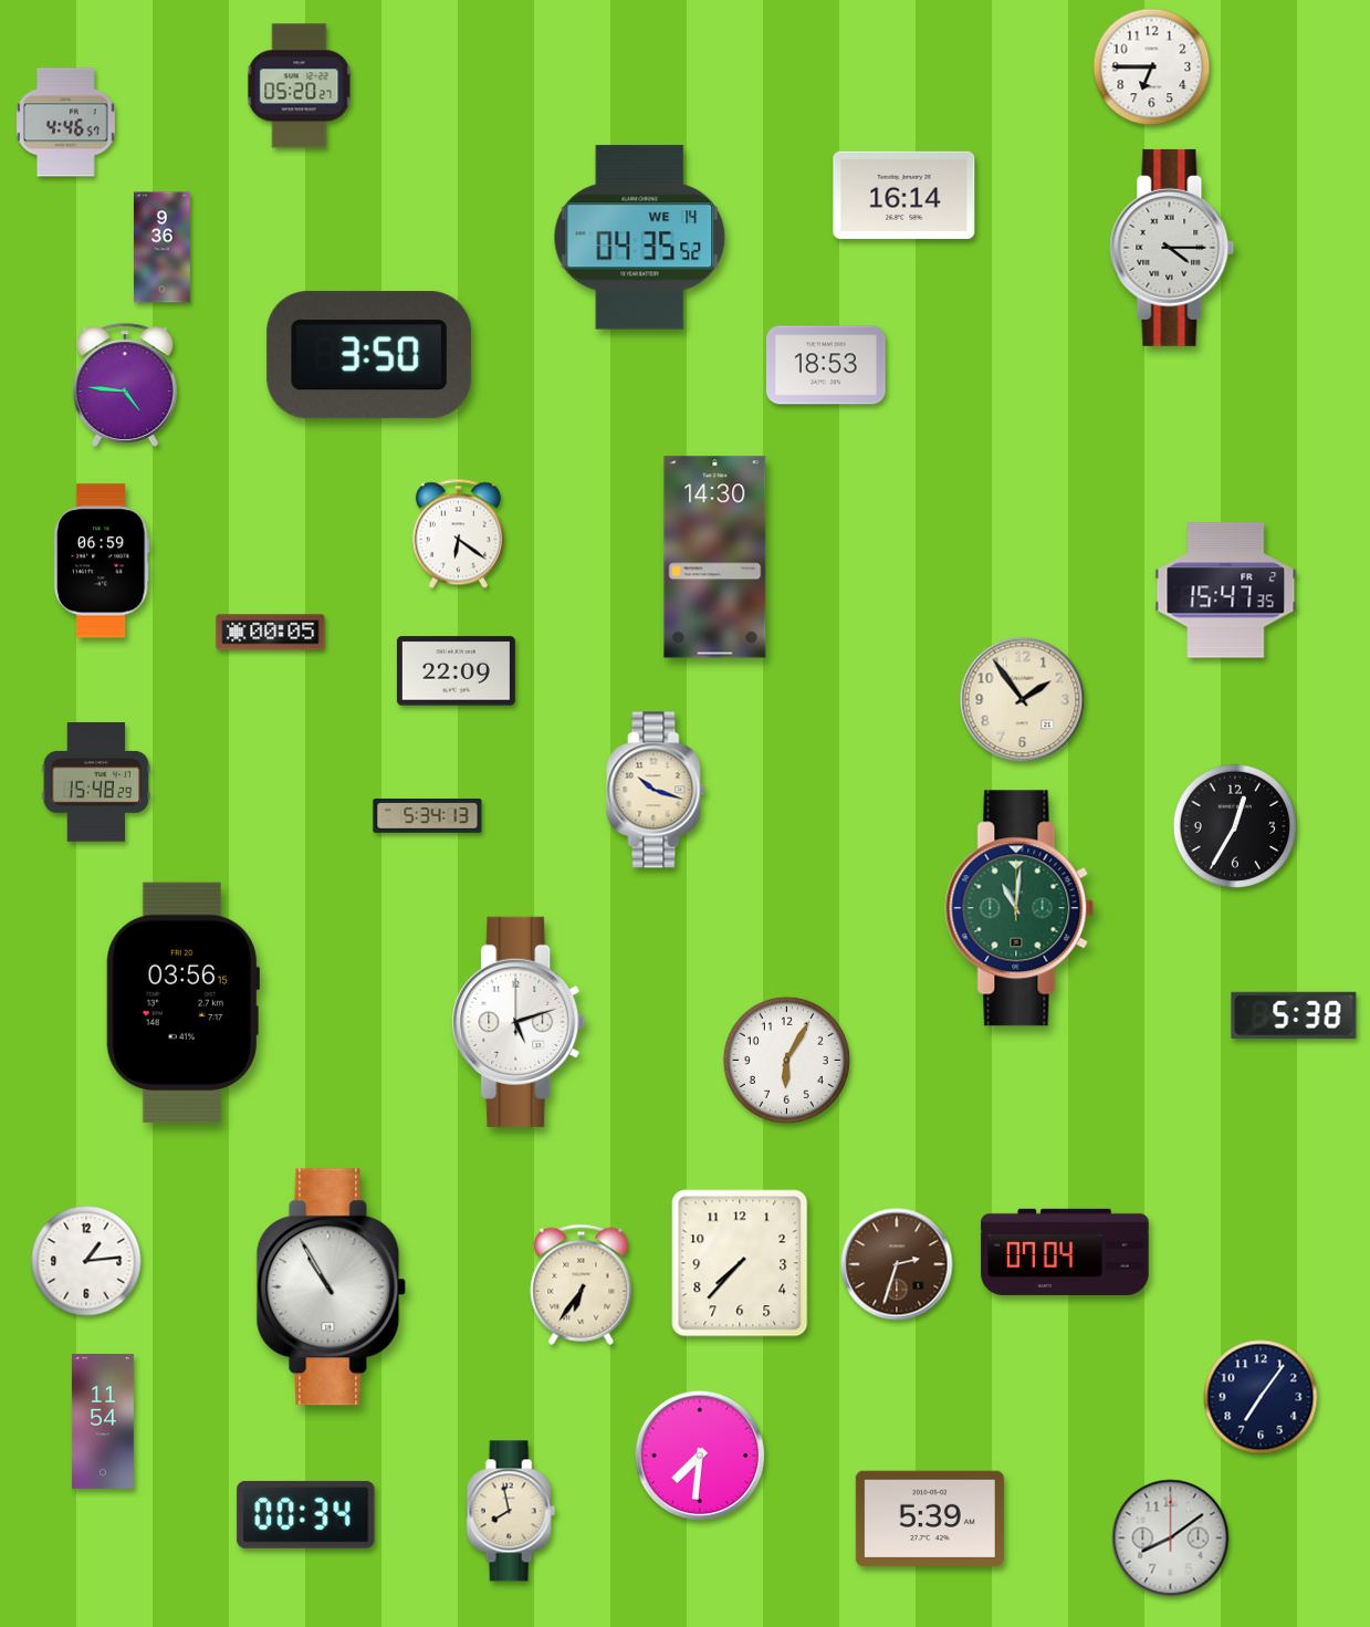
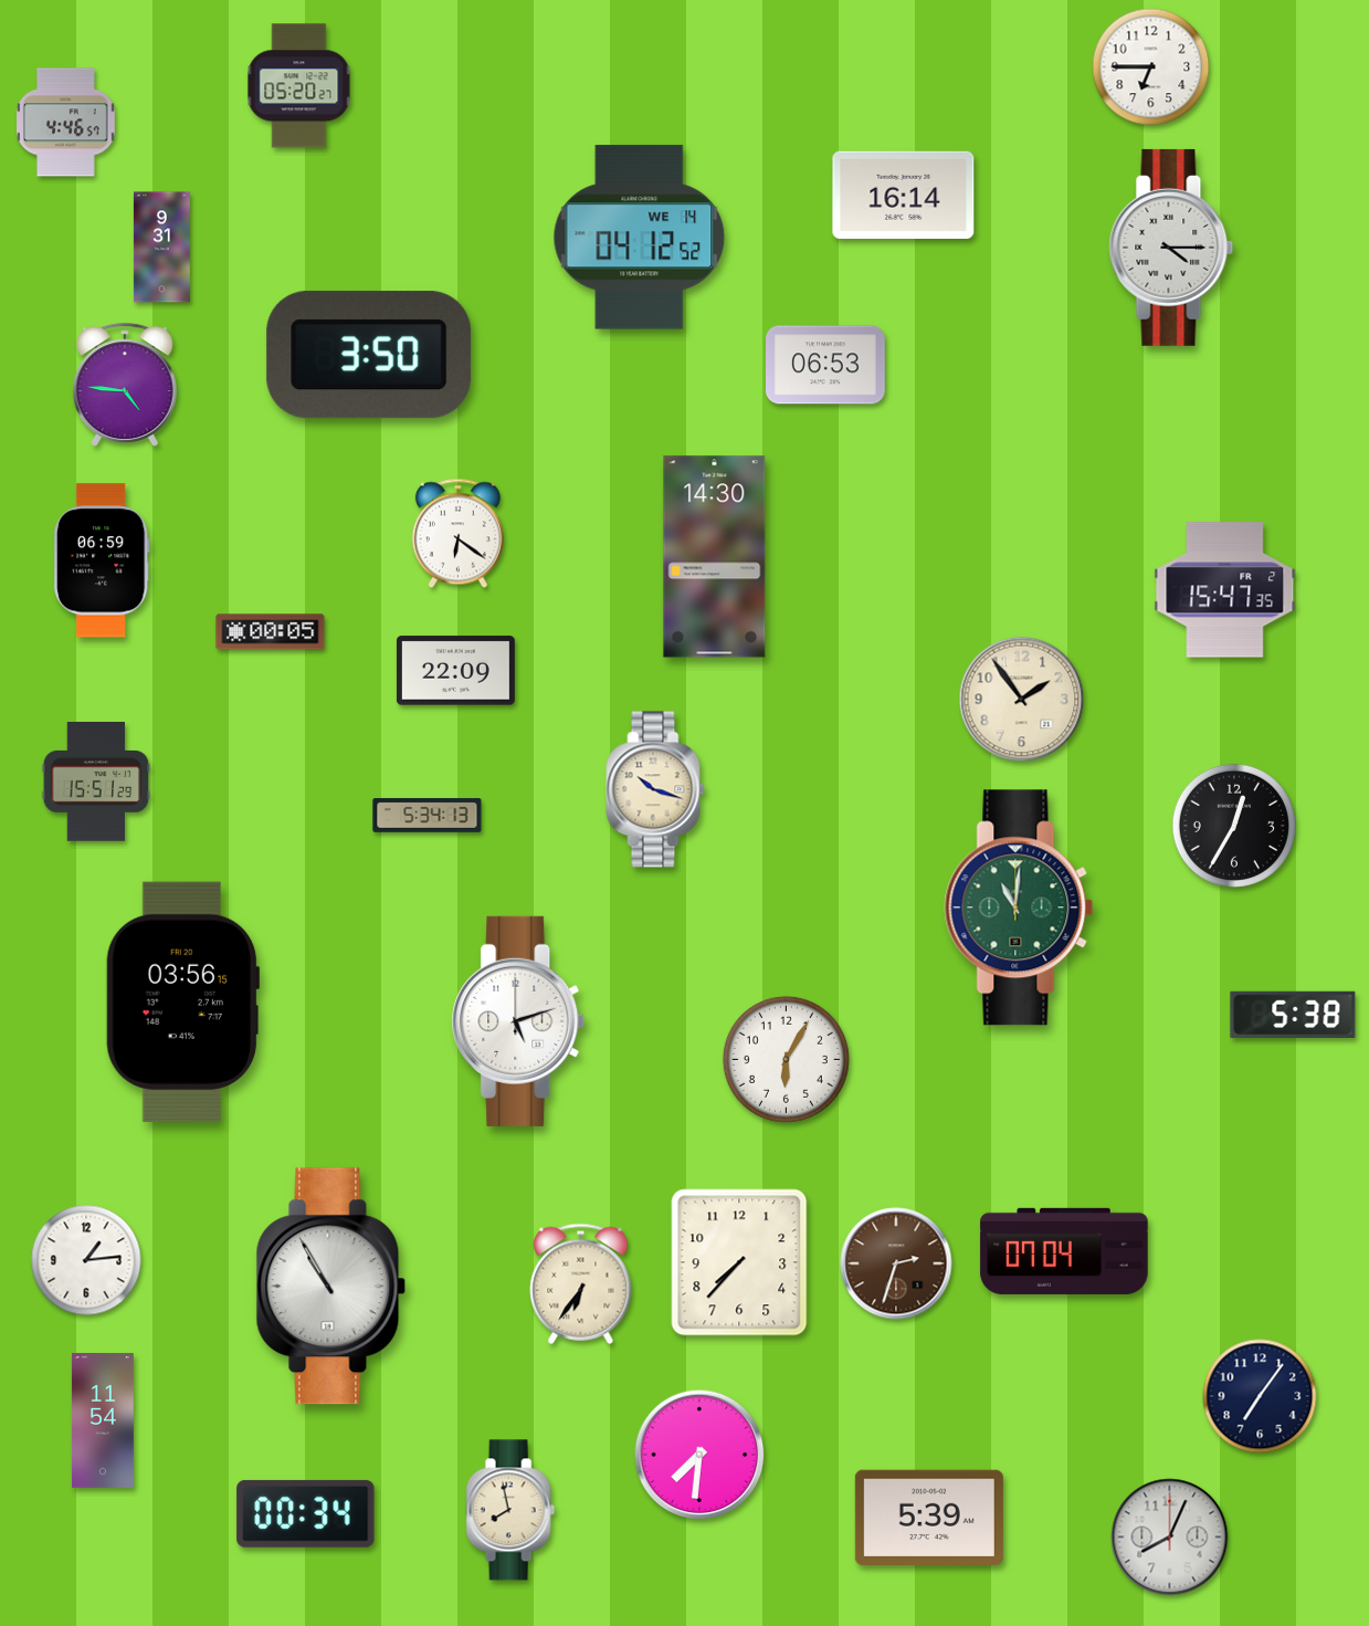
clock at (640, 238): 04:35 -> 04:12
clock at (161, 248): 9:36 -> 9:31
clock at (827, 365): 18:53 -> 06:53
clock at (96, 783): 15:48 -> 15:51
clock at (1171, 1539): 8:09 -> 8:04
